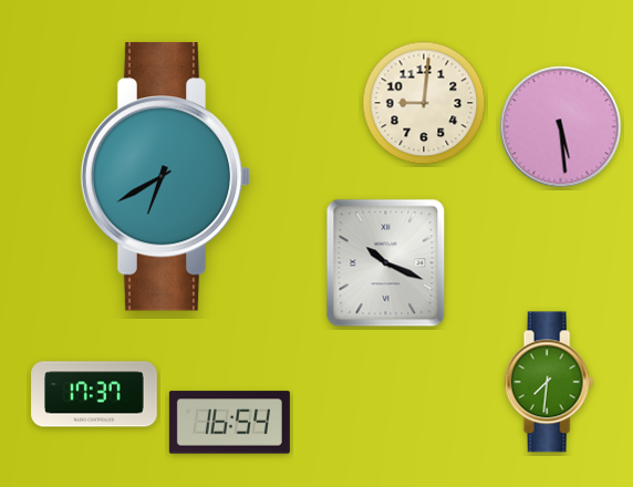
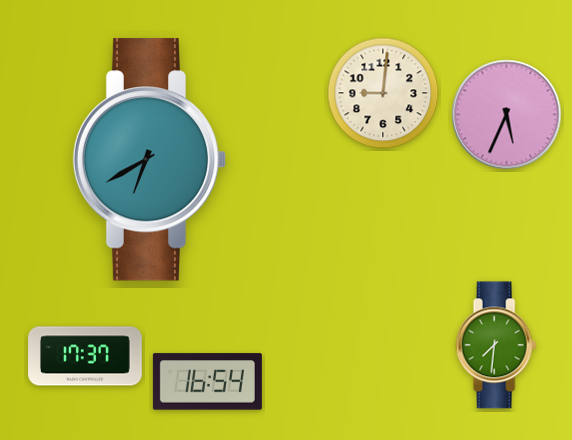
clock at (561, 127): 5:29 -> 5:34
clock at (386, 263): 10:19 -> none
